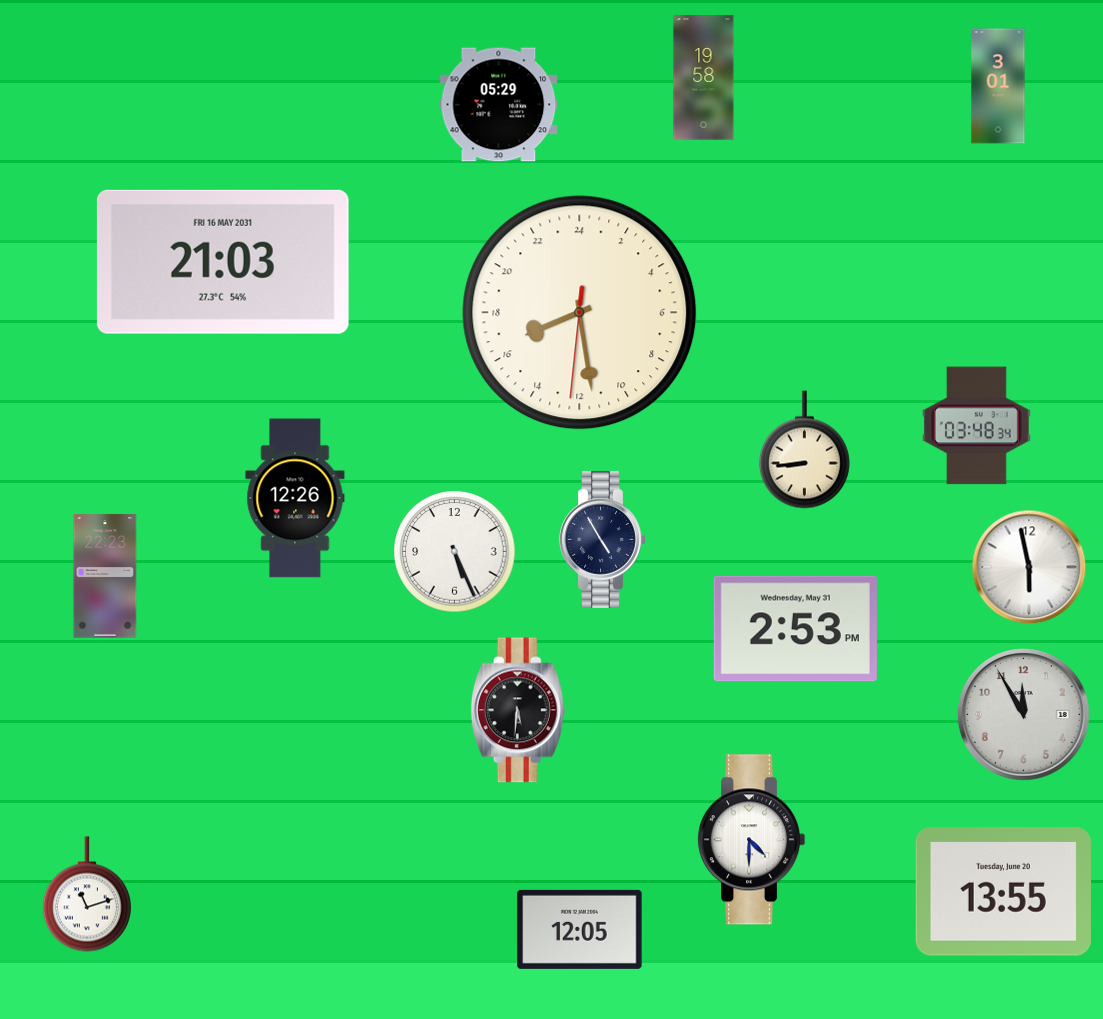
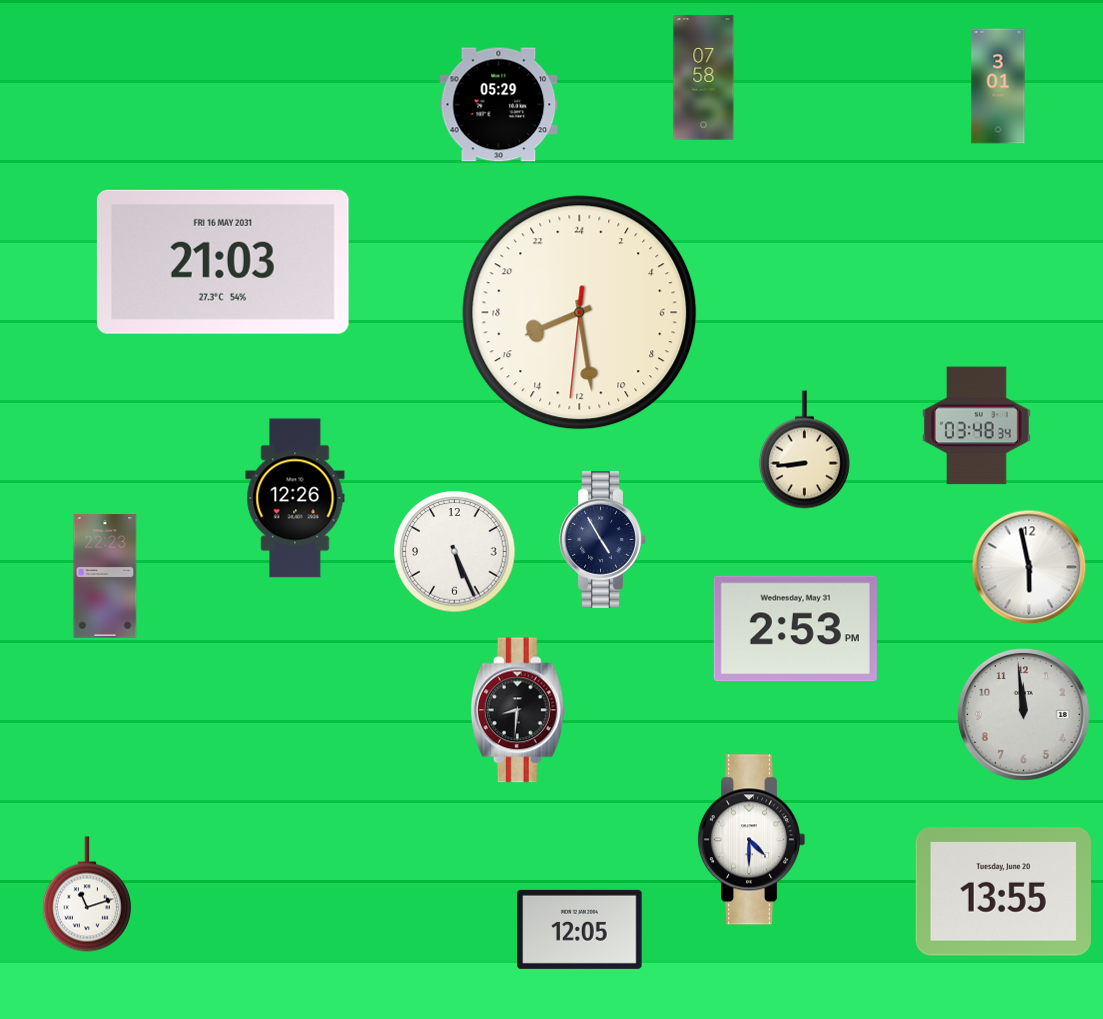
clock at (704, 78): 19:58 -> 07:58
clock at (518, 710): 5:31 -> 8:31
clock at (1024, 715): 11:55 -> 11:59
